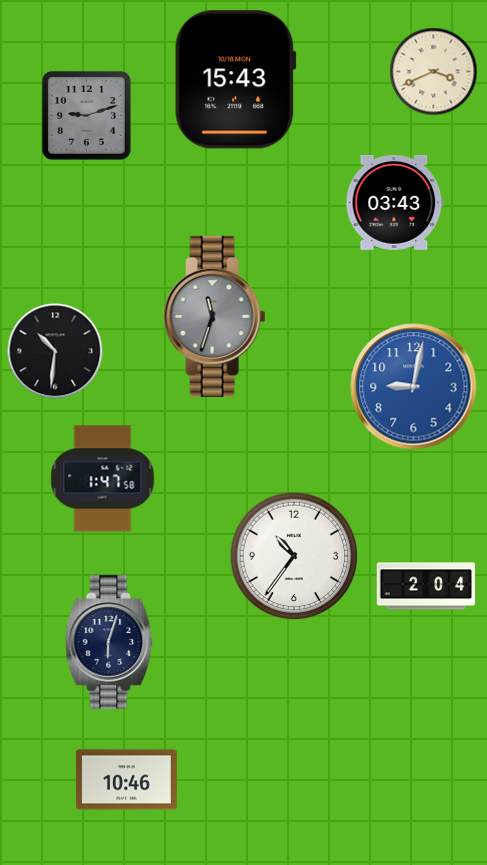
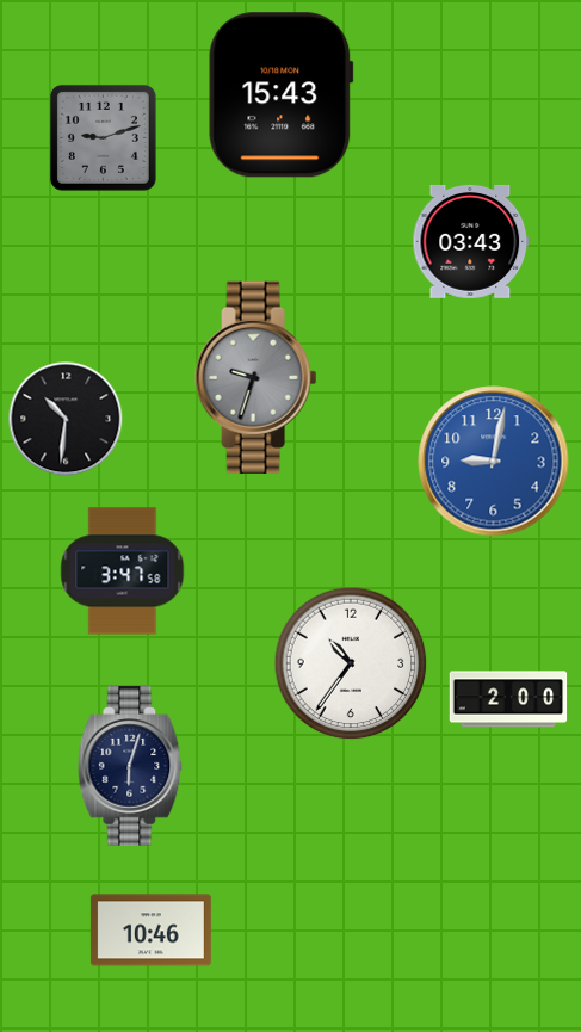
clock at (434, 72): 3:41 -> none
clock at (215, 316): 11:33 -> 9:33
clock at (103, 479): 1:47 -> 3:47
clock at (426, 586): 2:04 -> 2:00
